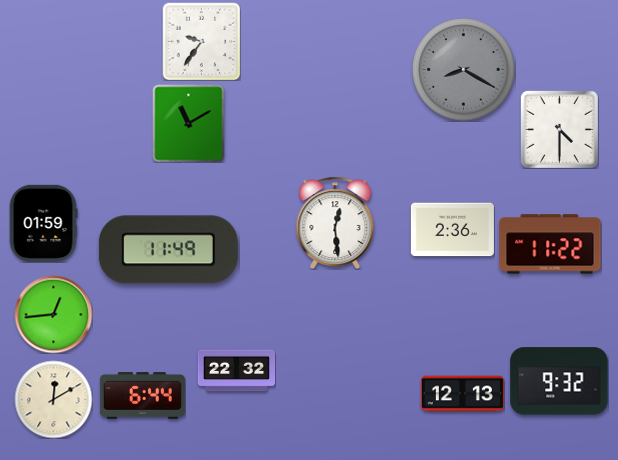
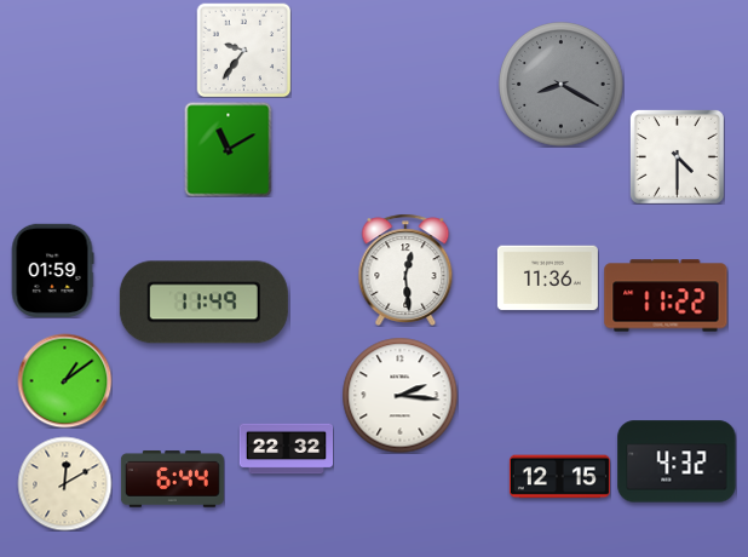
clock at (452, 230): 2:36 -> 11:36
clock at (53, 314): 12:44 -> 1:09
clock at (399, 395): none -> 2:16
clock at (559, 381): 9:32 -> 4:32
clock at (462, 394): 12:13 -> 12:15
